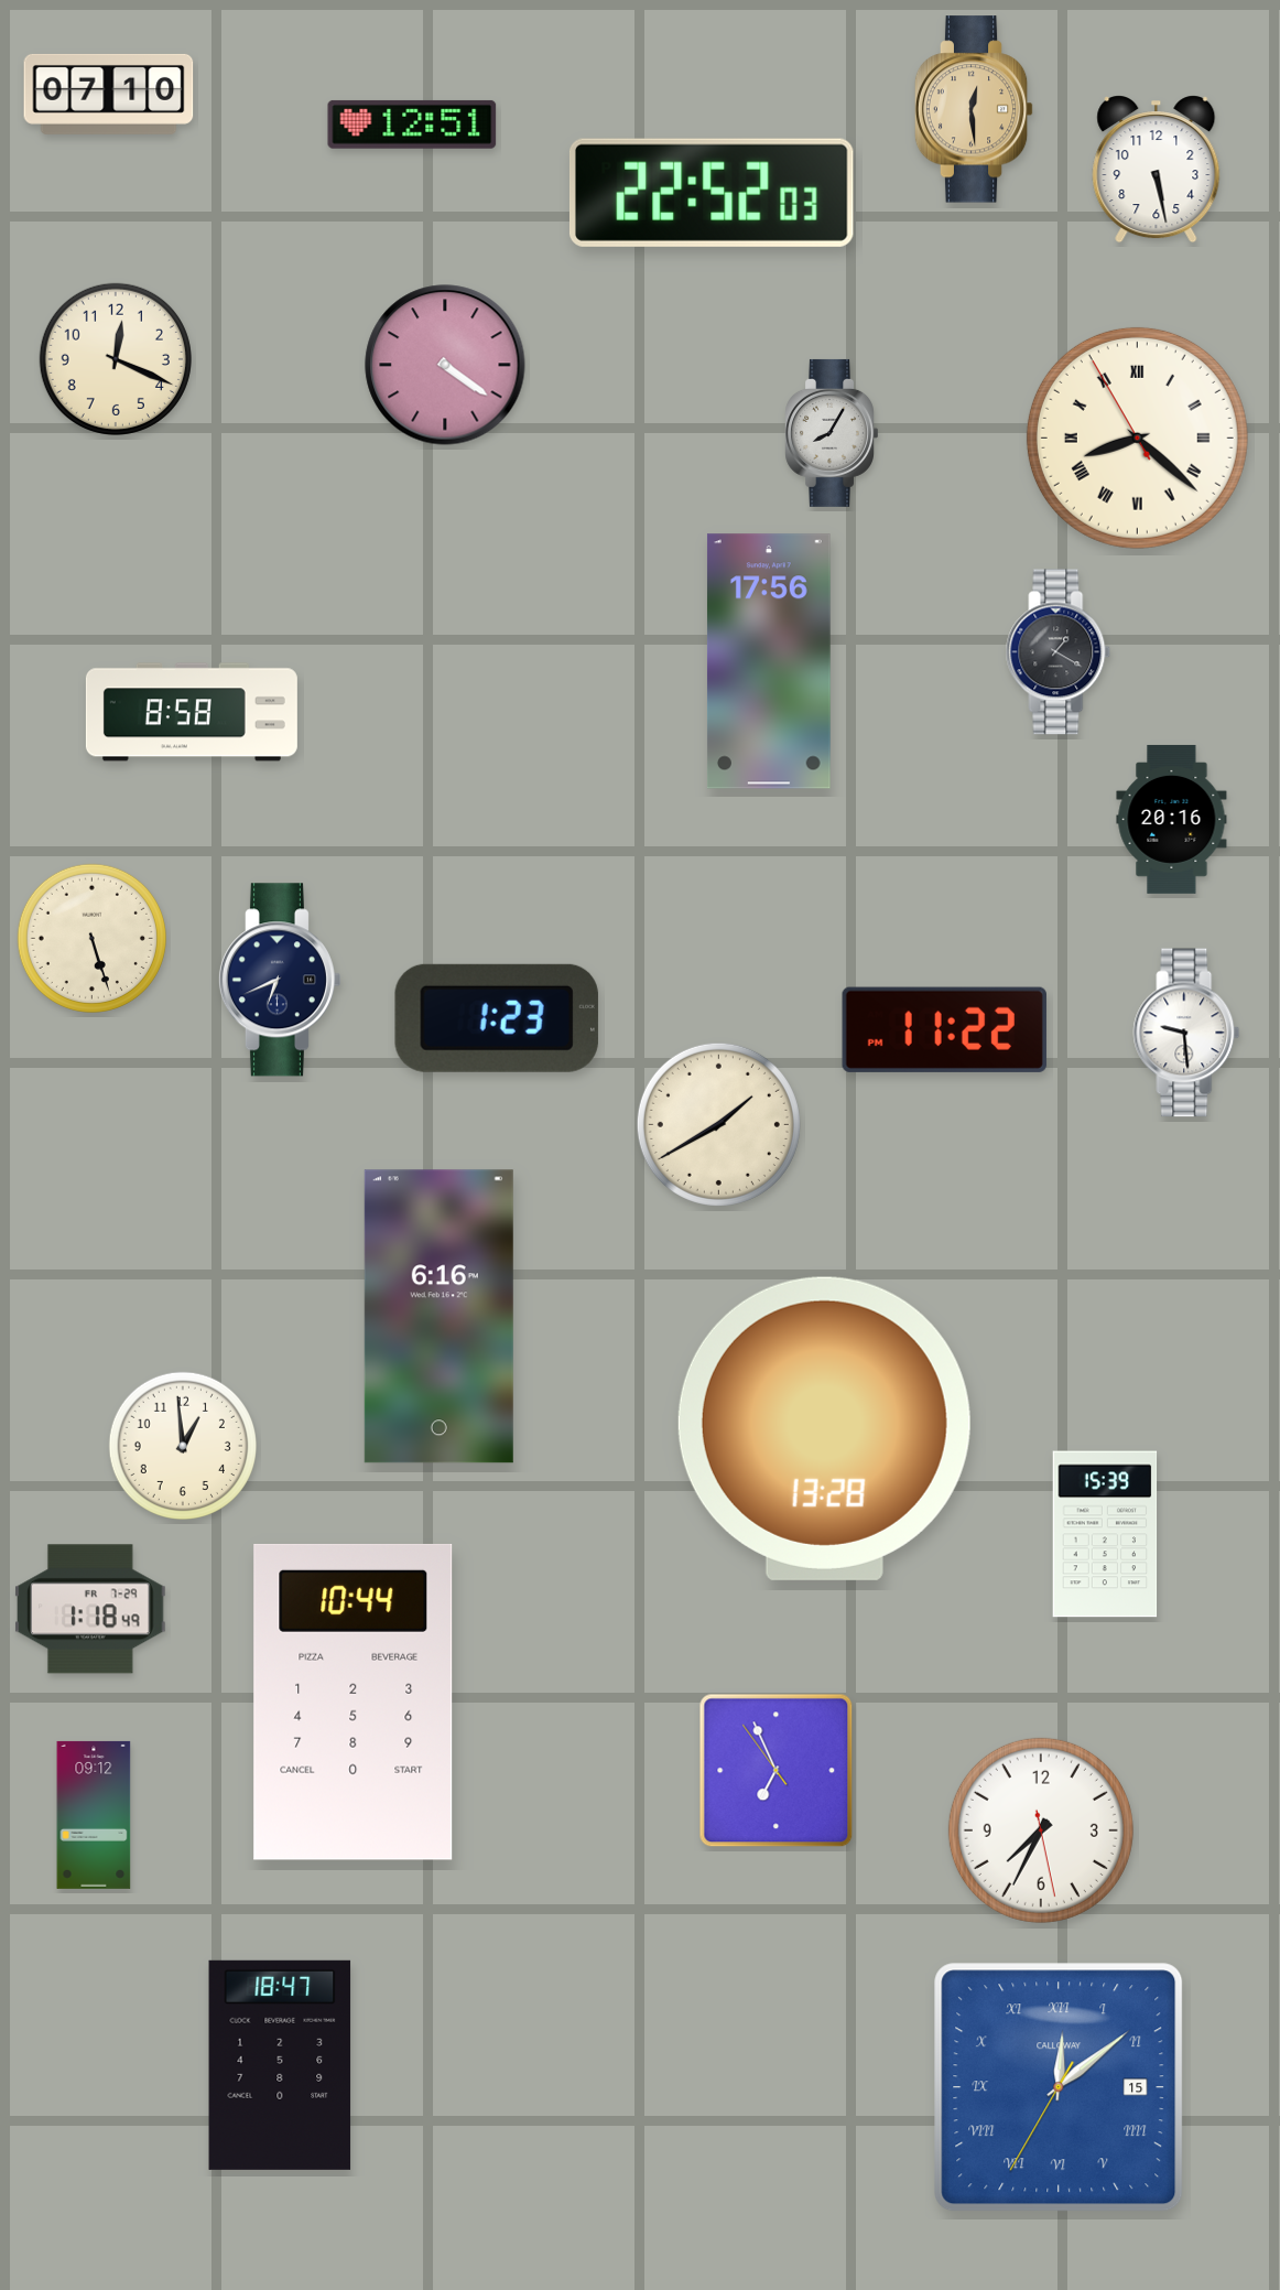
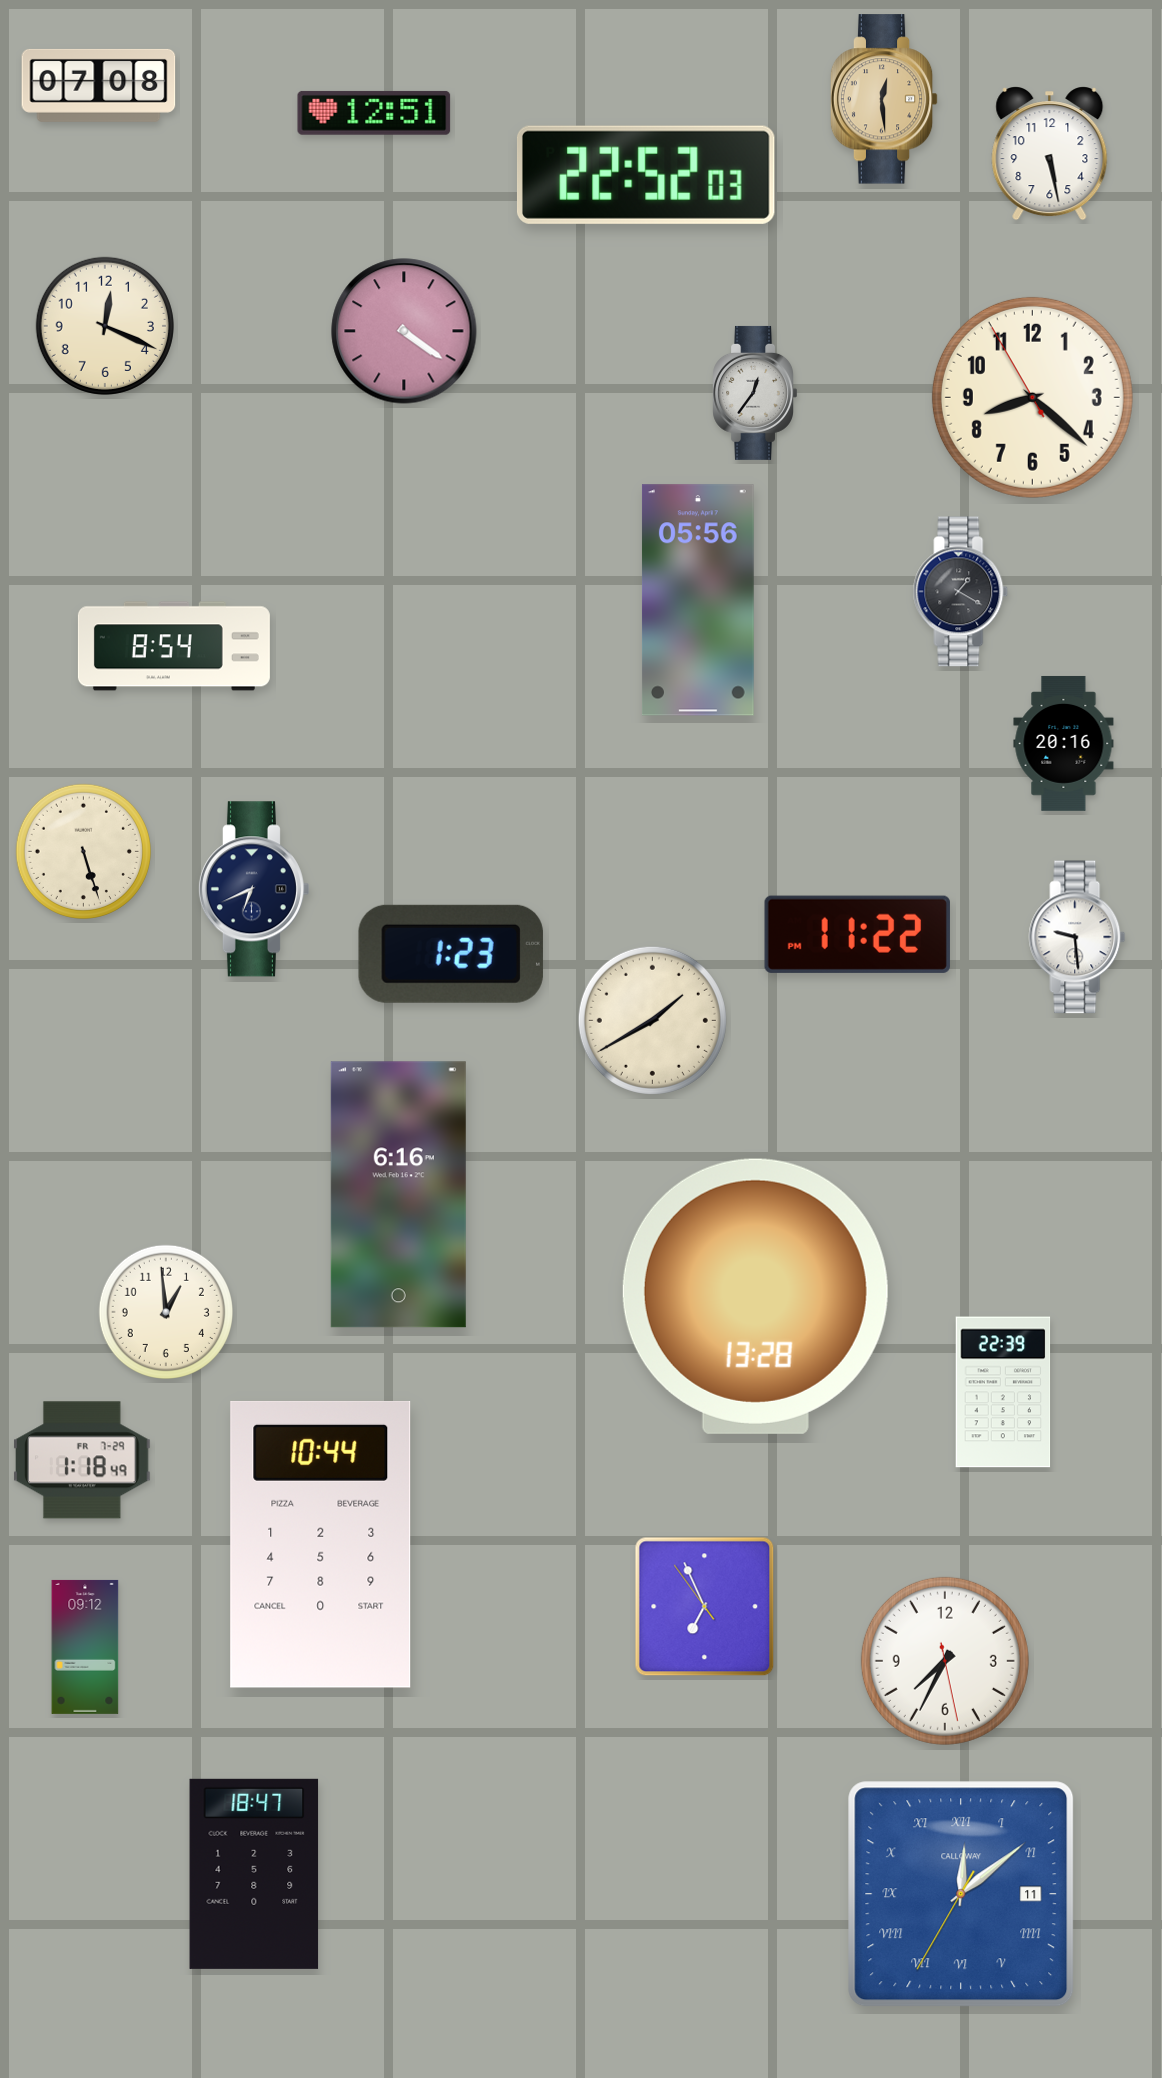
clock at (109, 94): 07:10 -> 07:08
clock at (831, 433): 8:05 -> 12:36
clock at (1137, 438) numerals: Roman -> Arabic
clock at (769, 661): 17:56 -> 05:56
clock at (192, 712): 8:58 -> 8:54
clock at (497, 1018) position: (497, 1018) -> (451, 954)
clock at (824, 1428) position: (824, 1428) -> (755, 1296)
clock at (1105, 1534): 15:39 -> 22:39
clock at (1059, 2087) date: 15 -> 11
